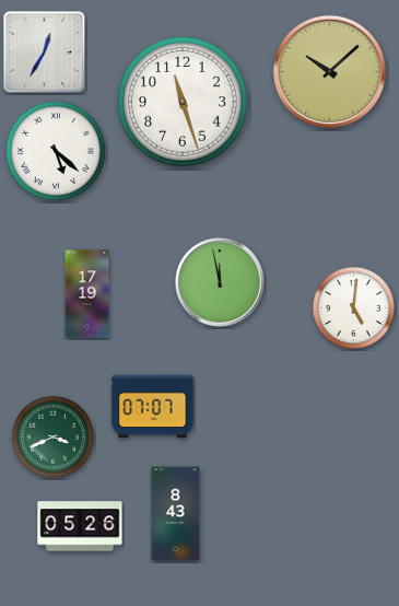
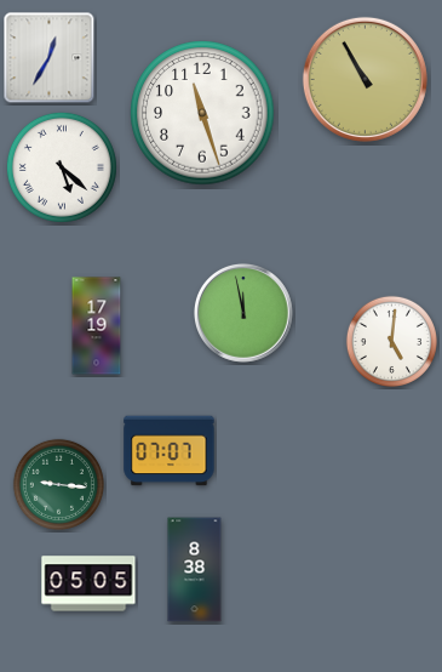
clock at (329, 71): 10:08 -> 10:55
clock at (52, 436): 3:41 -> 9:16
clock at (176, 514): 8:43 -> 8:38
clock at (80, 526): 05:26 -> 05:05
